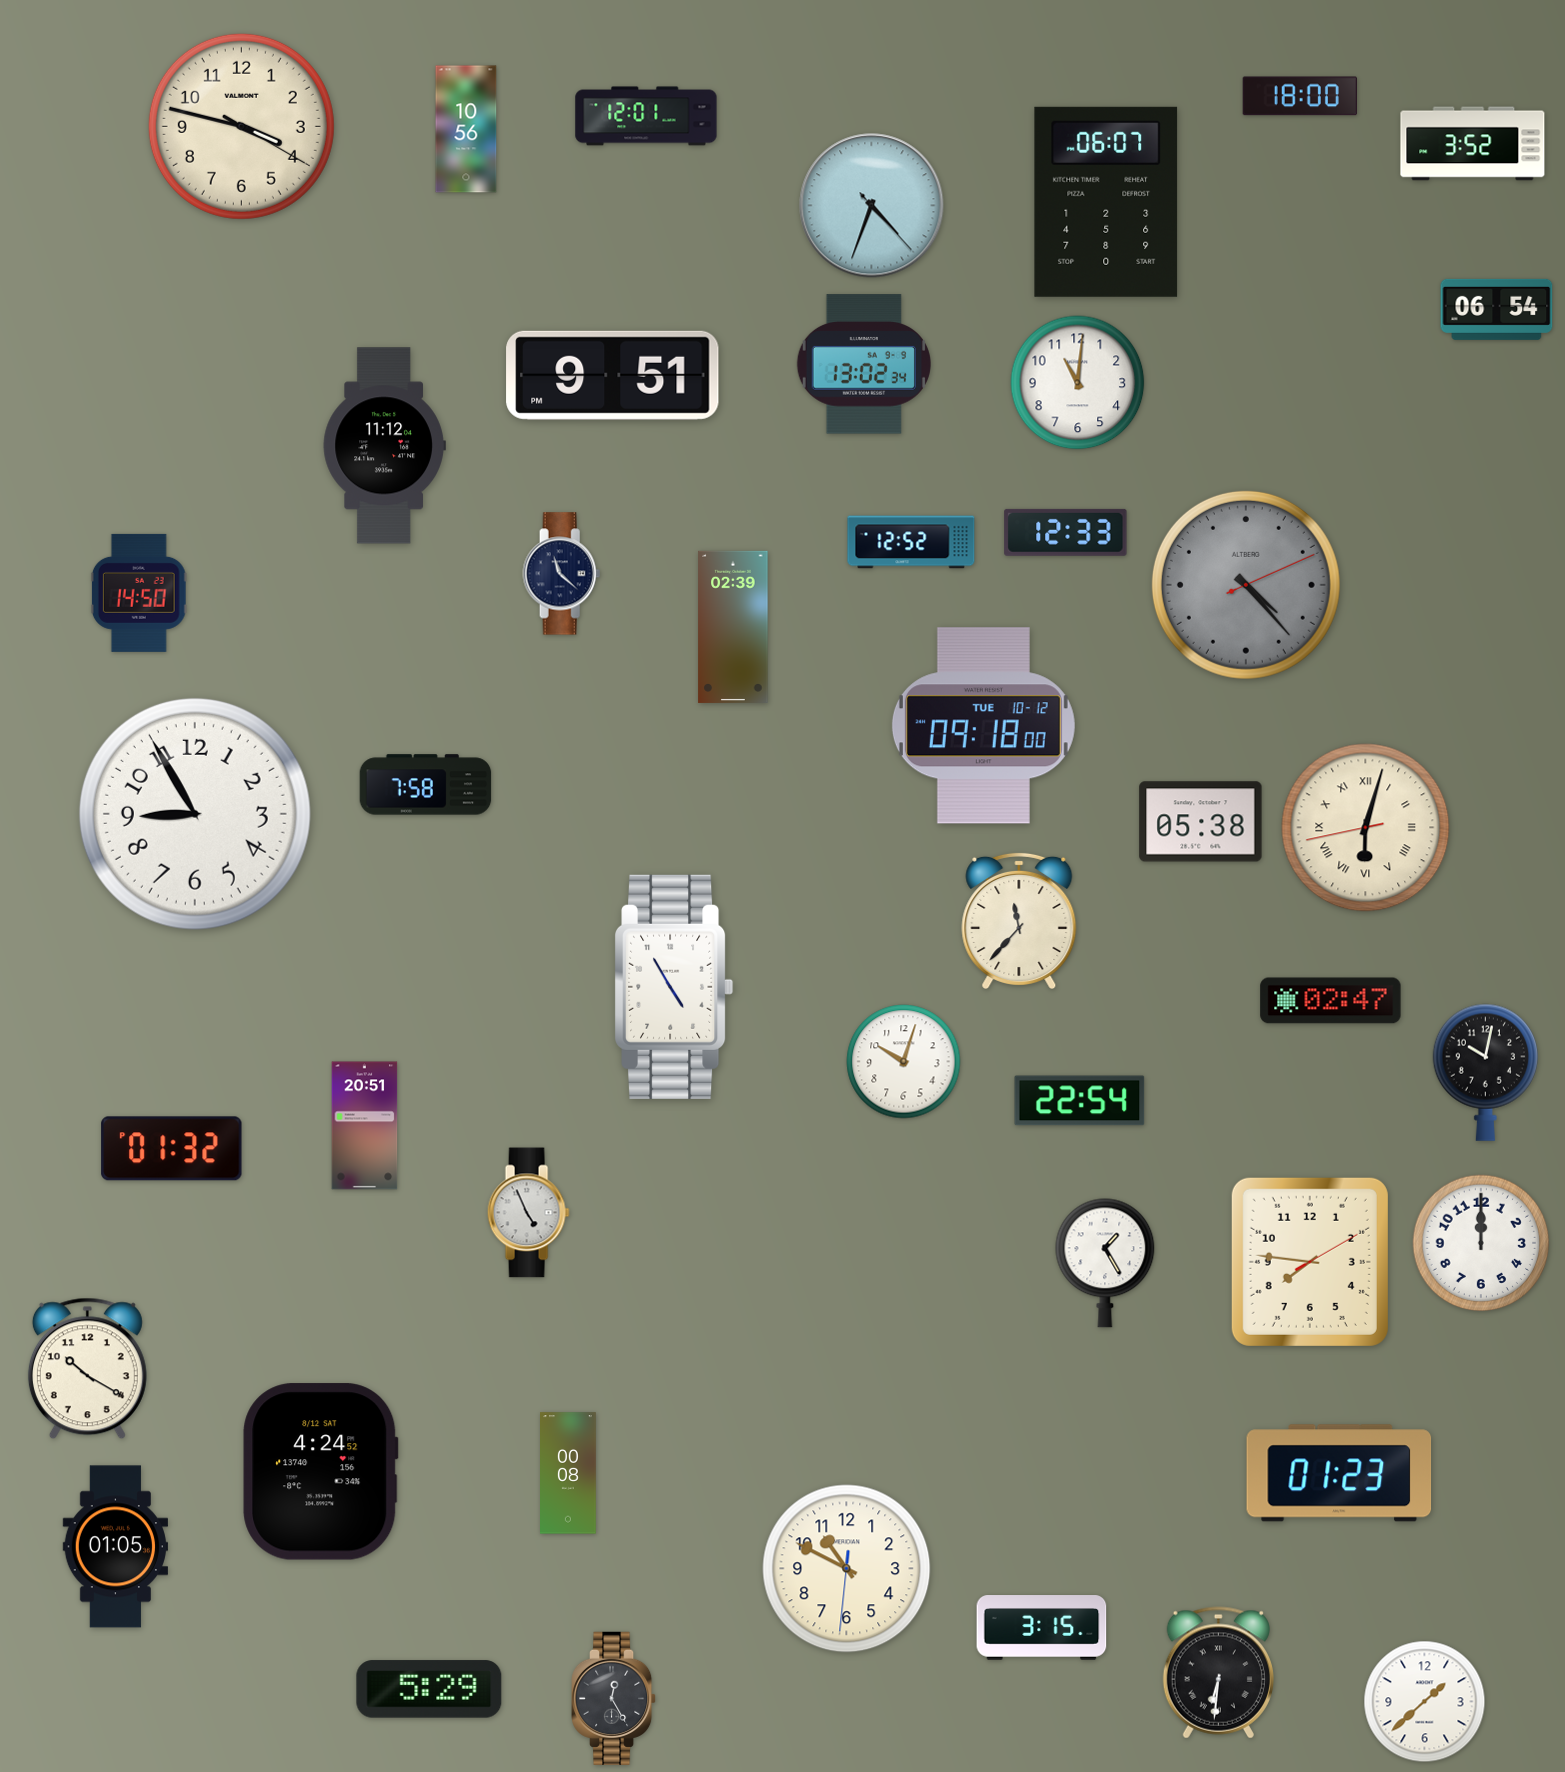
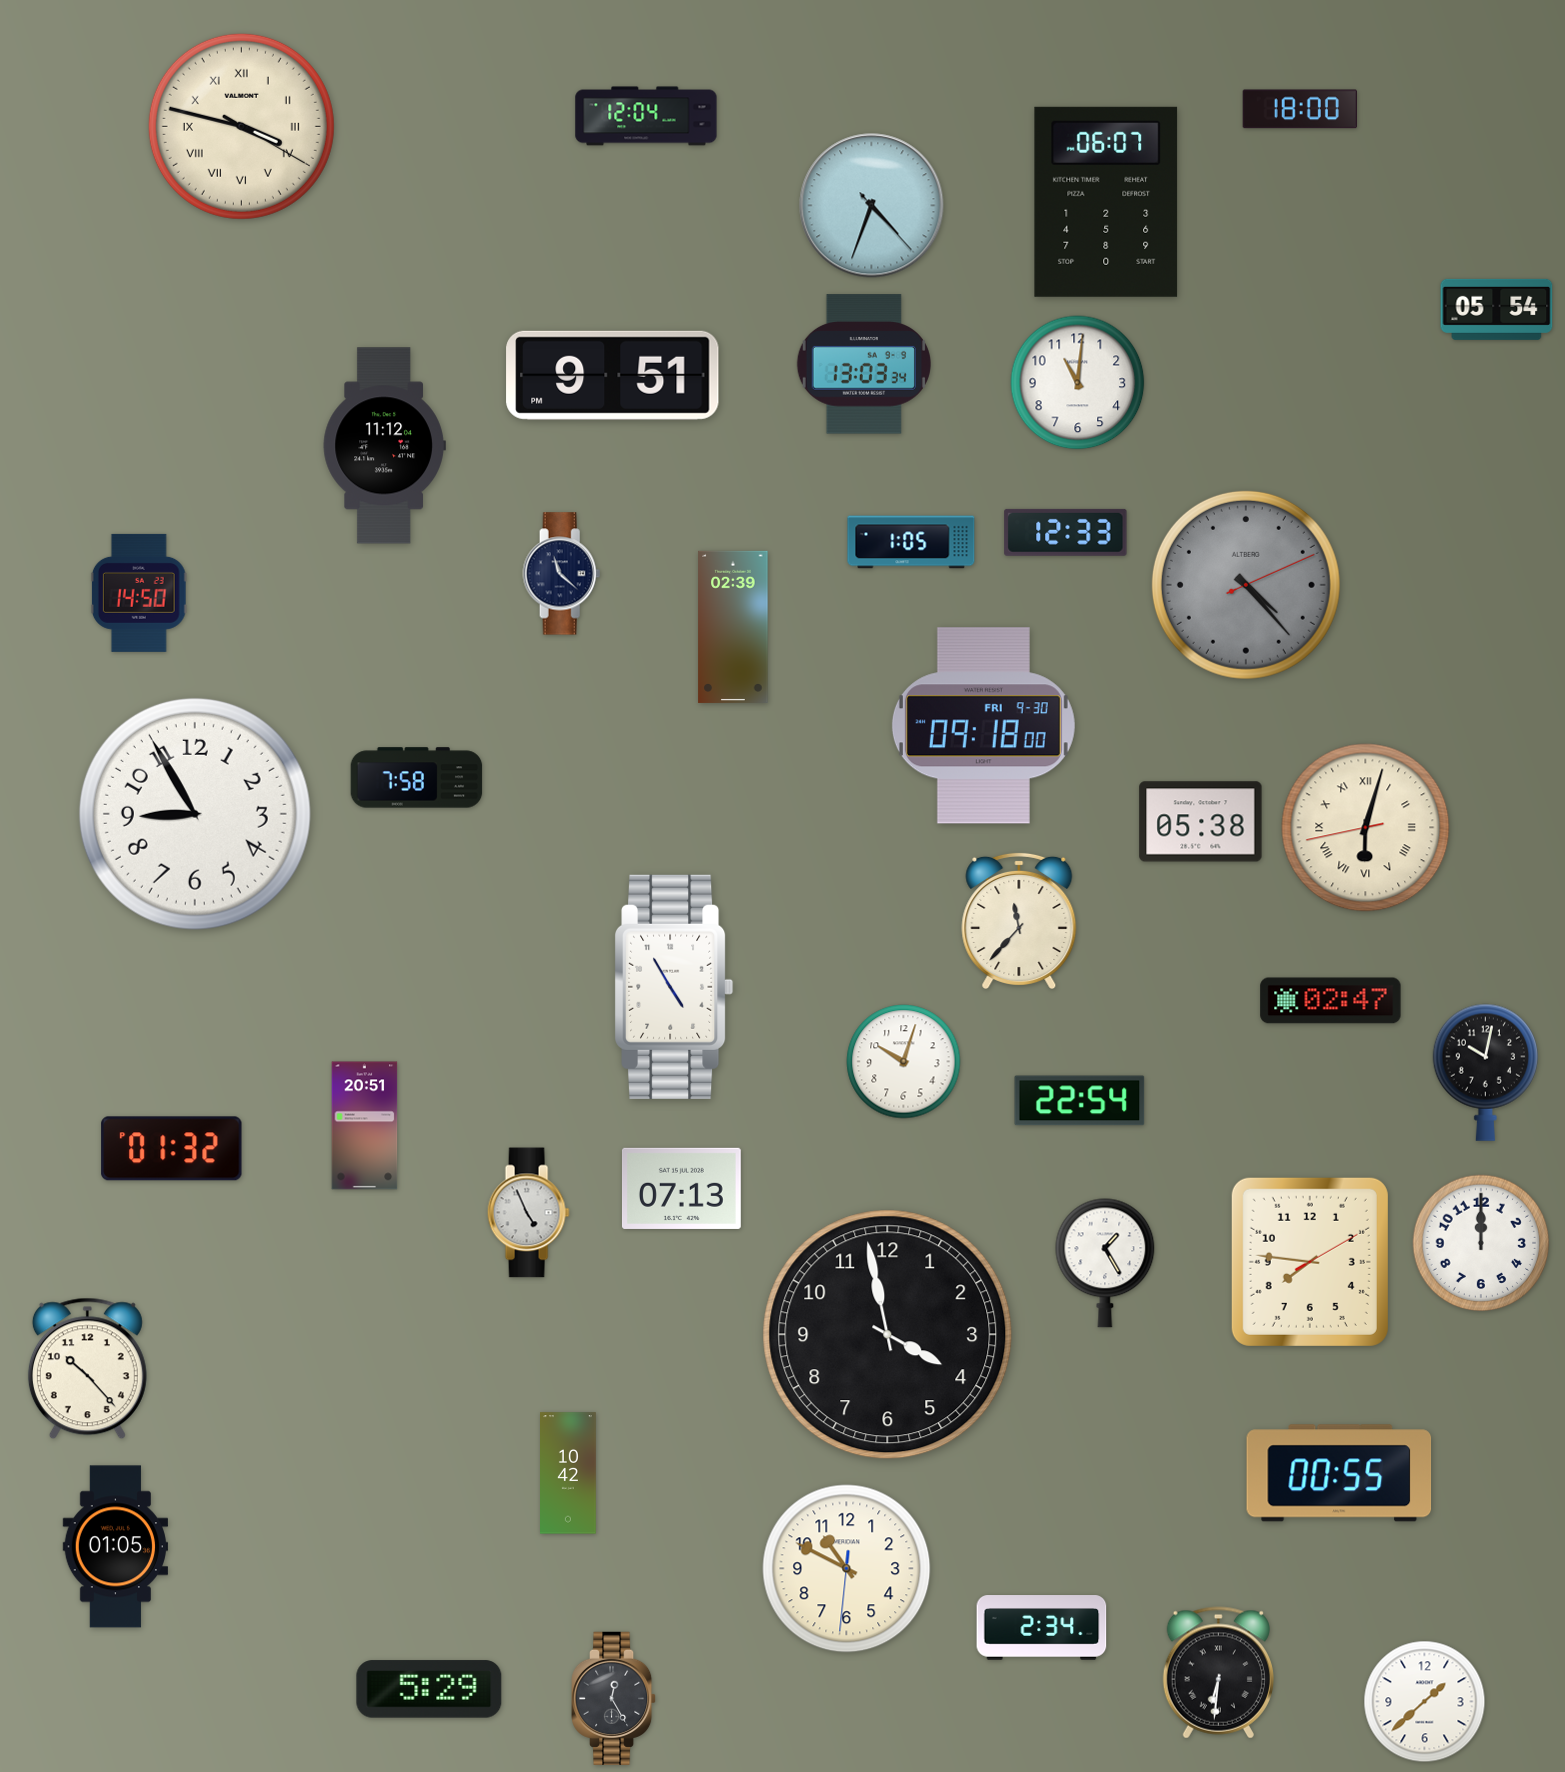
clock at (1299, 96) position: (1299, 96) -> (1299, 109)
clock at (646, 116): 12:01 -> 12:04
clock at (241, 126) numerals: Arabic -> Roman
clock at (466, 129): 10:56 -> none
clock at (1473, 144): 3:52 -> none
clock at (1497, 309): 06:54 -> 05:54
clock at (864, 364): 13:02 -> 13:03
clock at (911, 542): 12:52 -> 1:05
clock at (983, 726) date: TUE 10-12 -> FRI 9-30
clock at (426, 785) position: (426, 785) -> (417, 778)
clock at (681, 1188): none -> 07:13
clock at (888, 1335): none -> 3:58
clock at (87, 1369): 10:20 -> 10:23
clock at (321, 1472): 4:24 -> none
clock at (569, 1473): 00:08 -> 10:42
clock at (1339, 1473): 01:23 -> 00:55
clock at (1042, 1628): 3:15 -> 2:34
